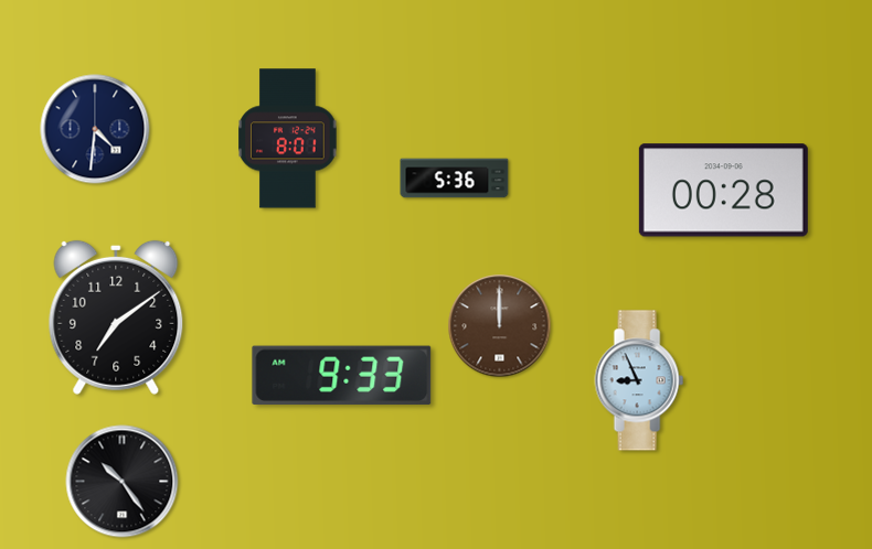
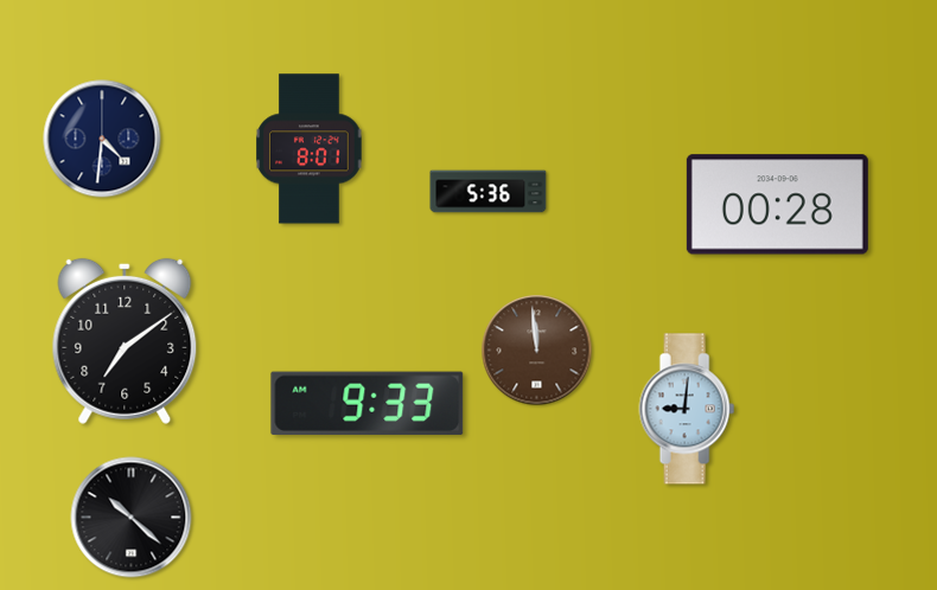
clock at (500, 326): 12:00 -> 11:59
clock at (639, 380): 8:56 -> 9:01
clock at (123, 482): 10:24 -> 10:22
